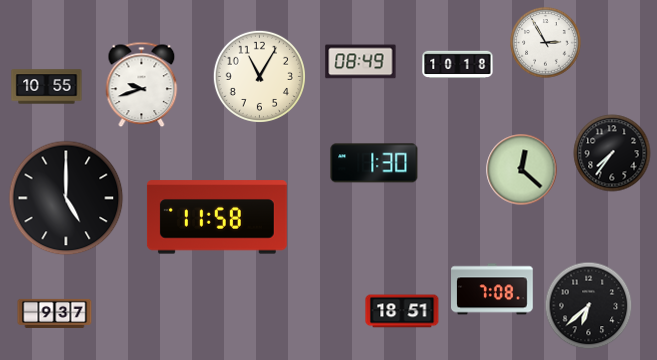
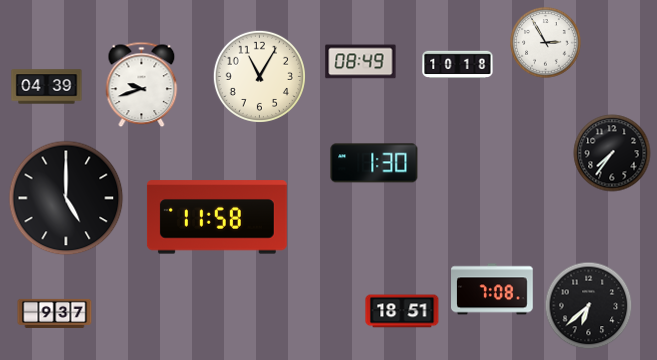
clock at (47, 87): 10:55 -> 04:39
clock at (522, 170): 12:22 -> none
